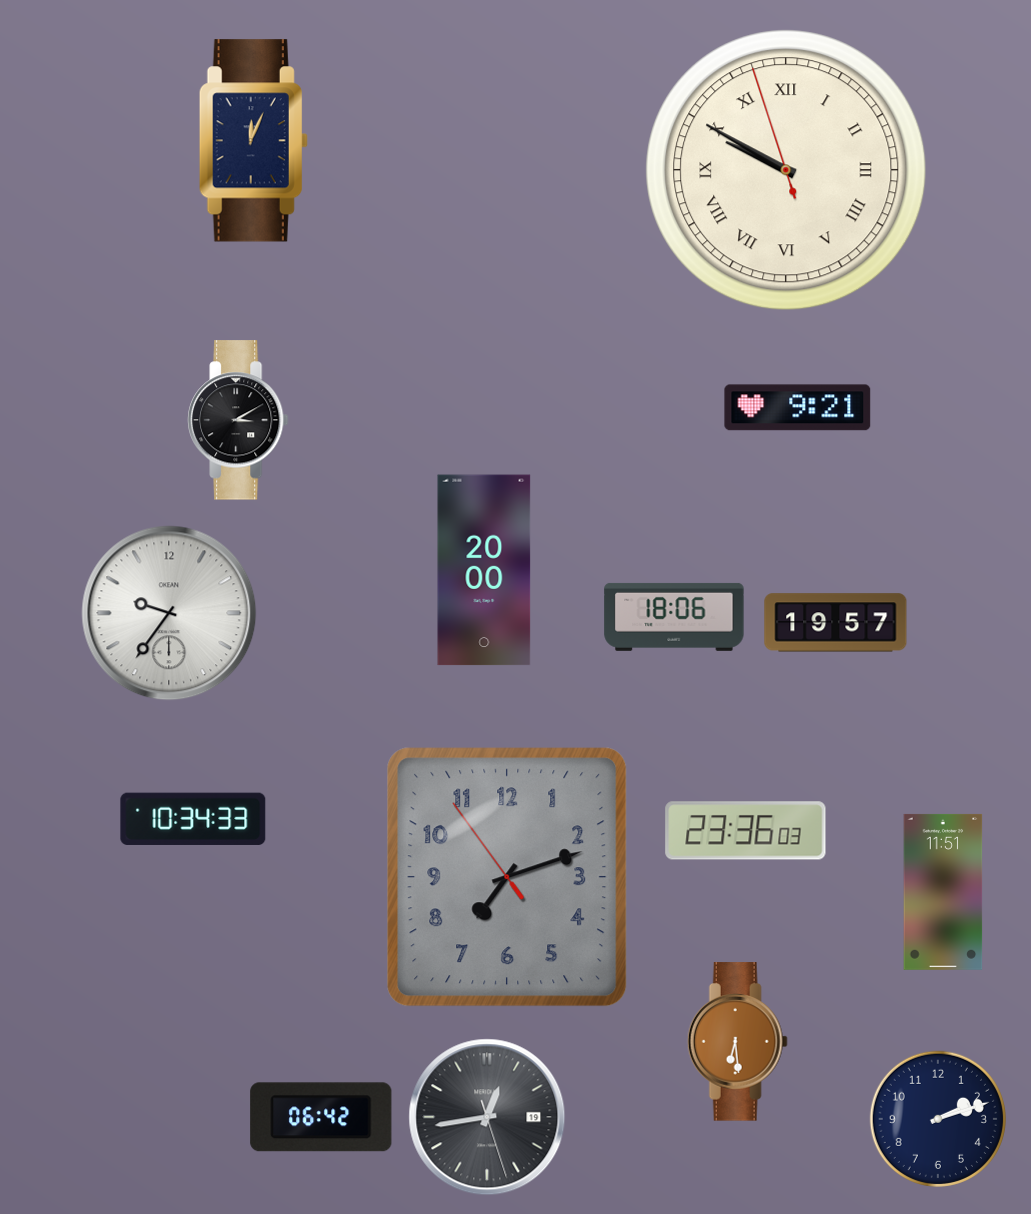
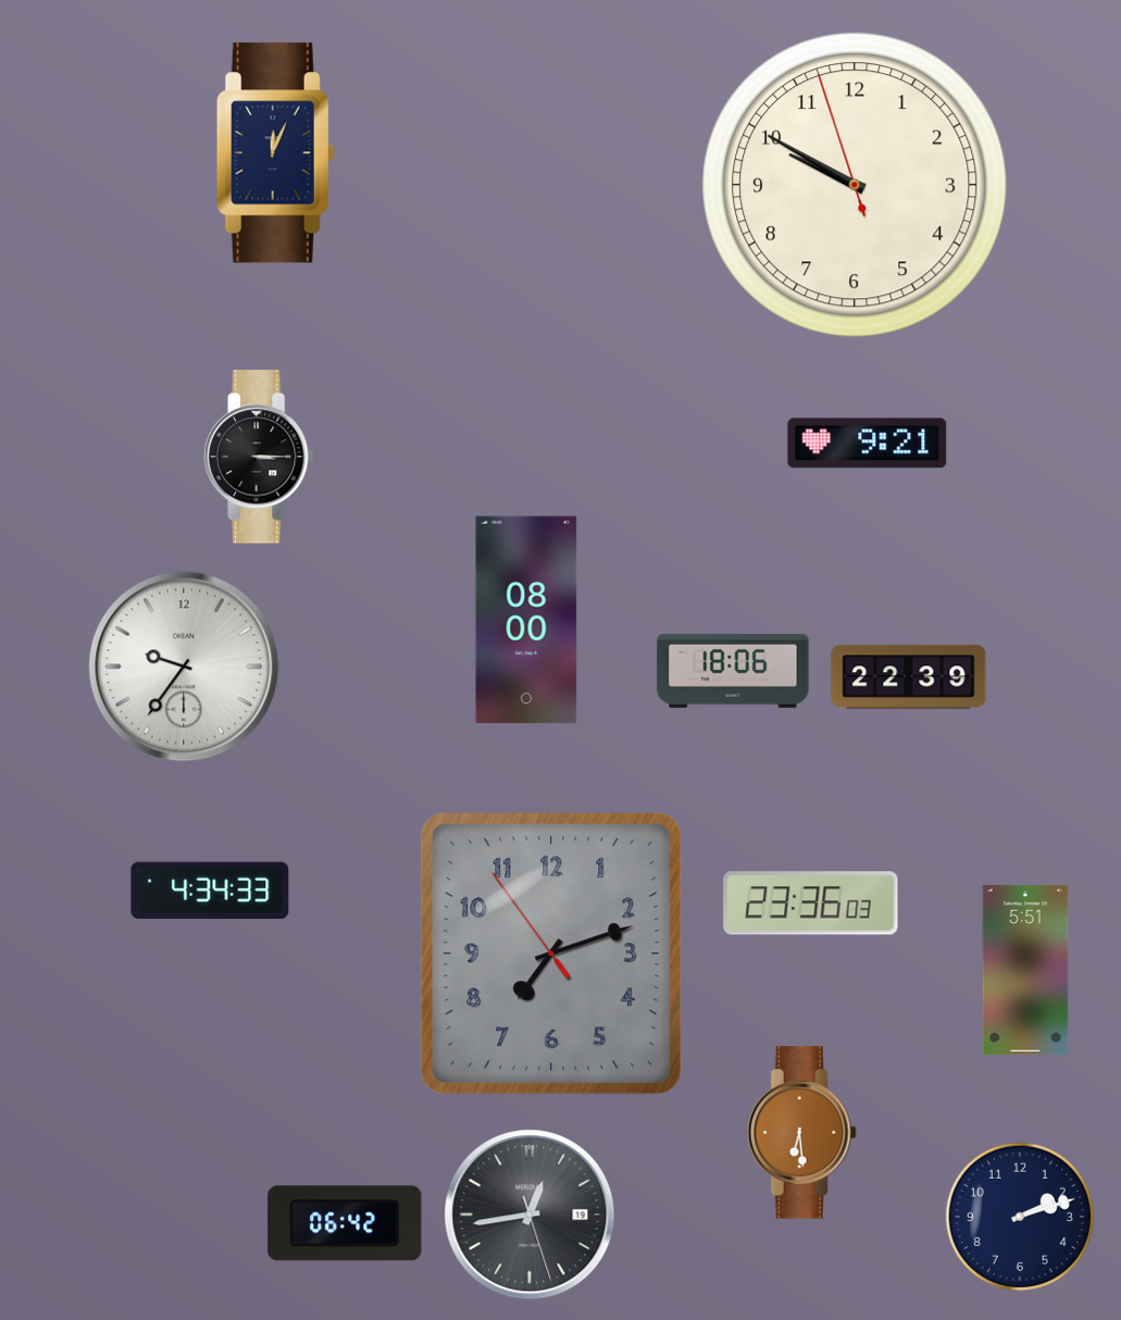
clock at (786, 170) numerals: Roman -> Arabic
clock at (239, 420): 3:10 -> 3:15
clock at (484, 570): 20:00 -> 08:00
clock at (836, 623): 19:57 -> 22:39
clock at (193, 818): 10:34 -> 4:34
clock at (943, 892): 11:51 -> 5:51
clock at (321, 1117) position: (321, 1117) -> (345, 1223)
